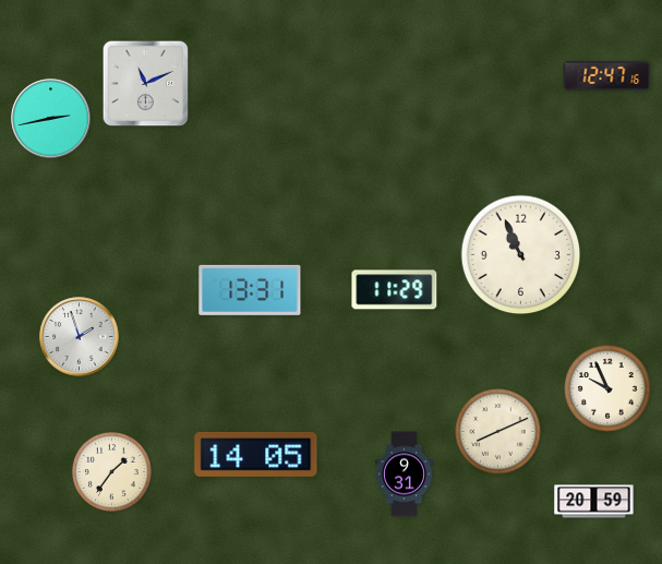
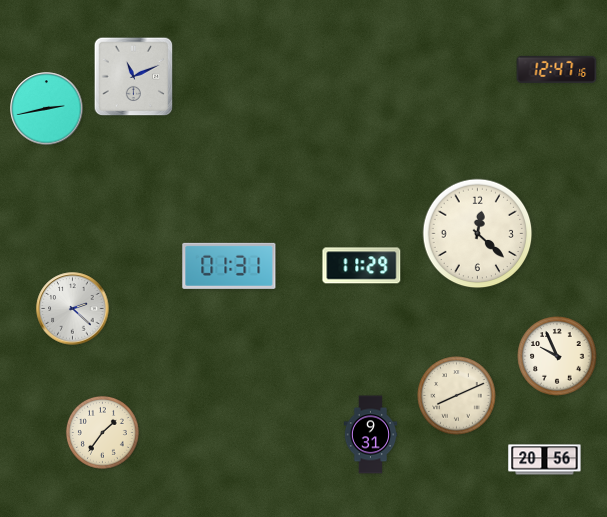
clock at (521, 255): 10:56 -> 12:22
clock at (250, 290): 13:31 -> 01:31
clock at (80, 337): 1:57 -> 2:22
clock at (256, 454): 14:05 -> none
clock at (594, 502): 20:59 -> 20:56
